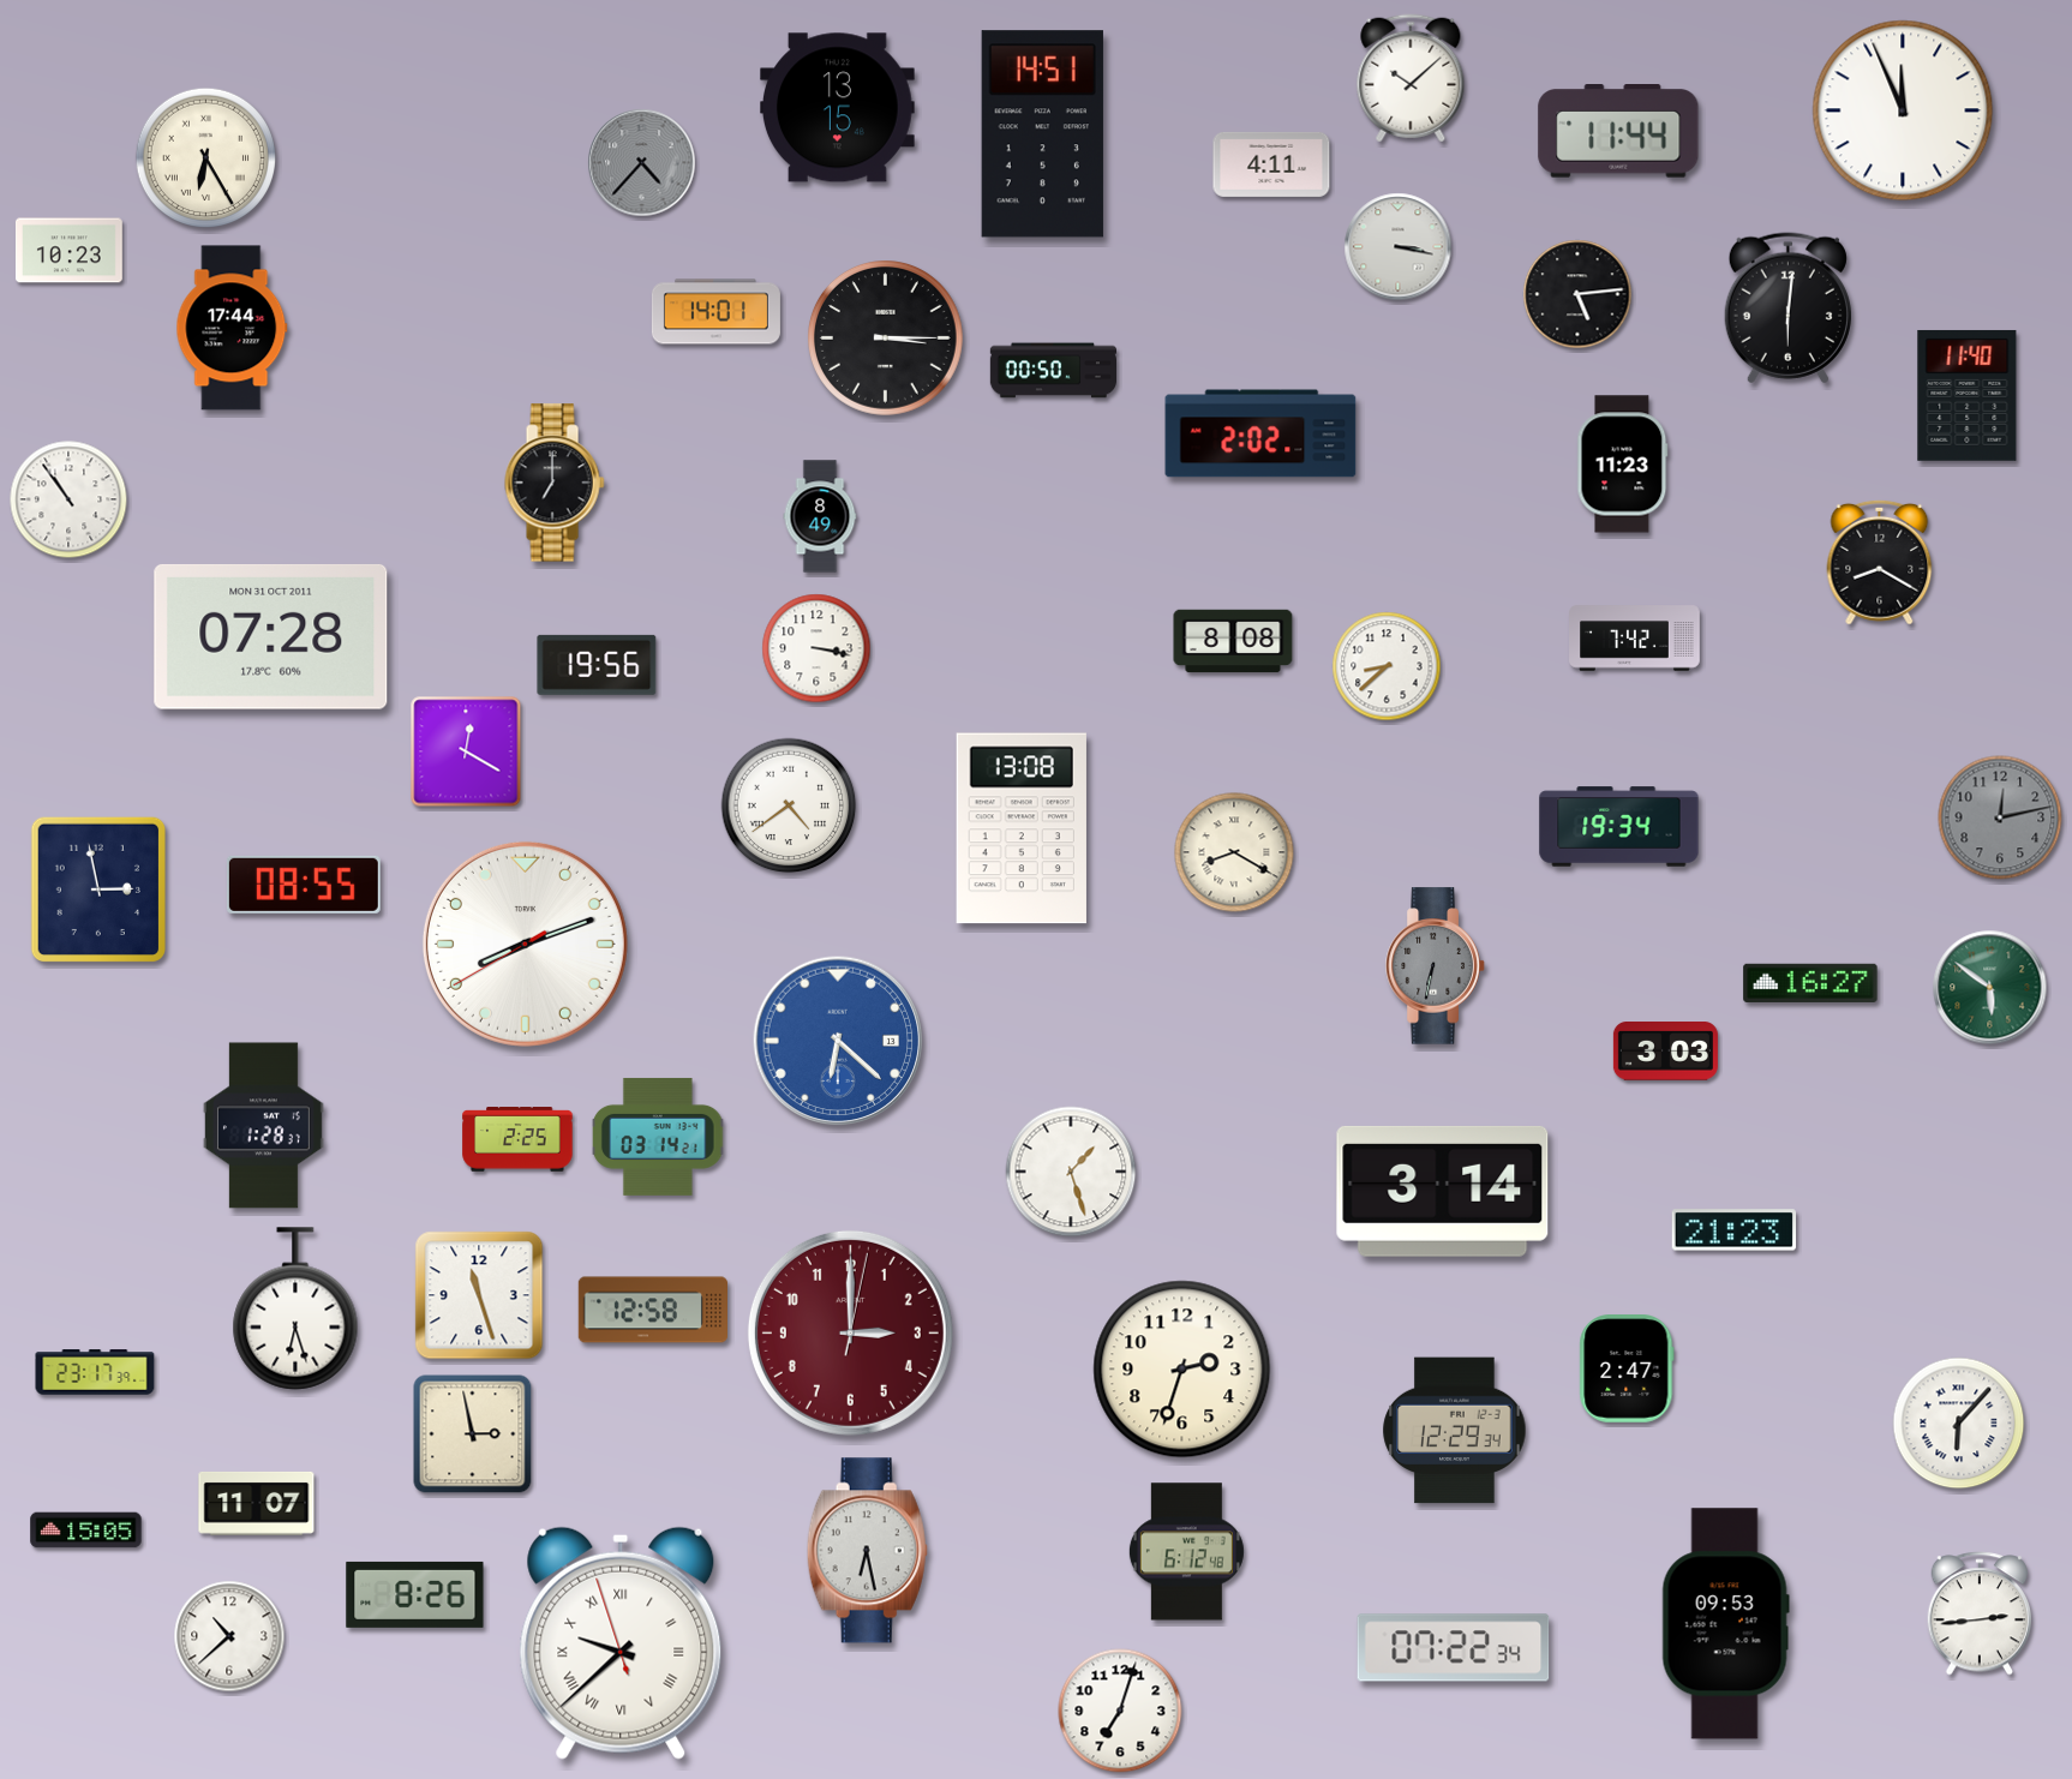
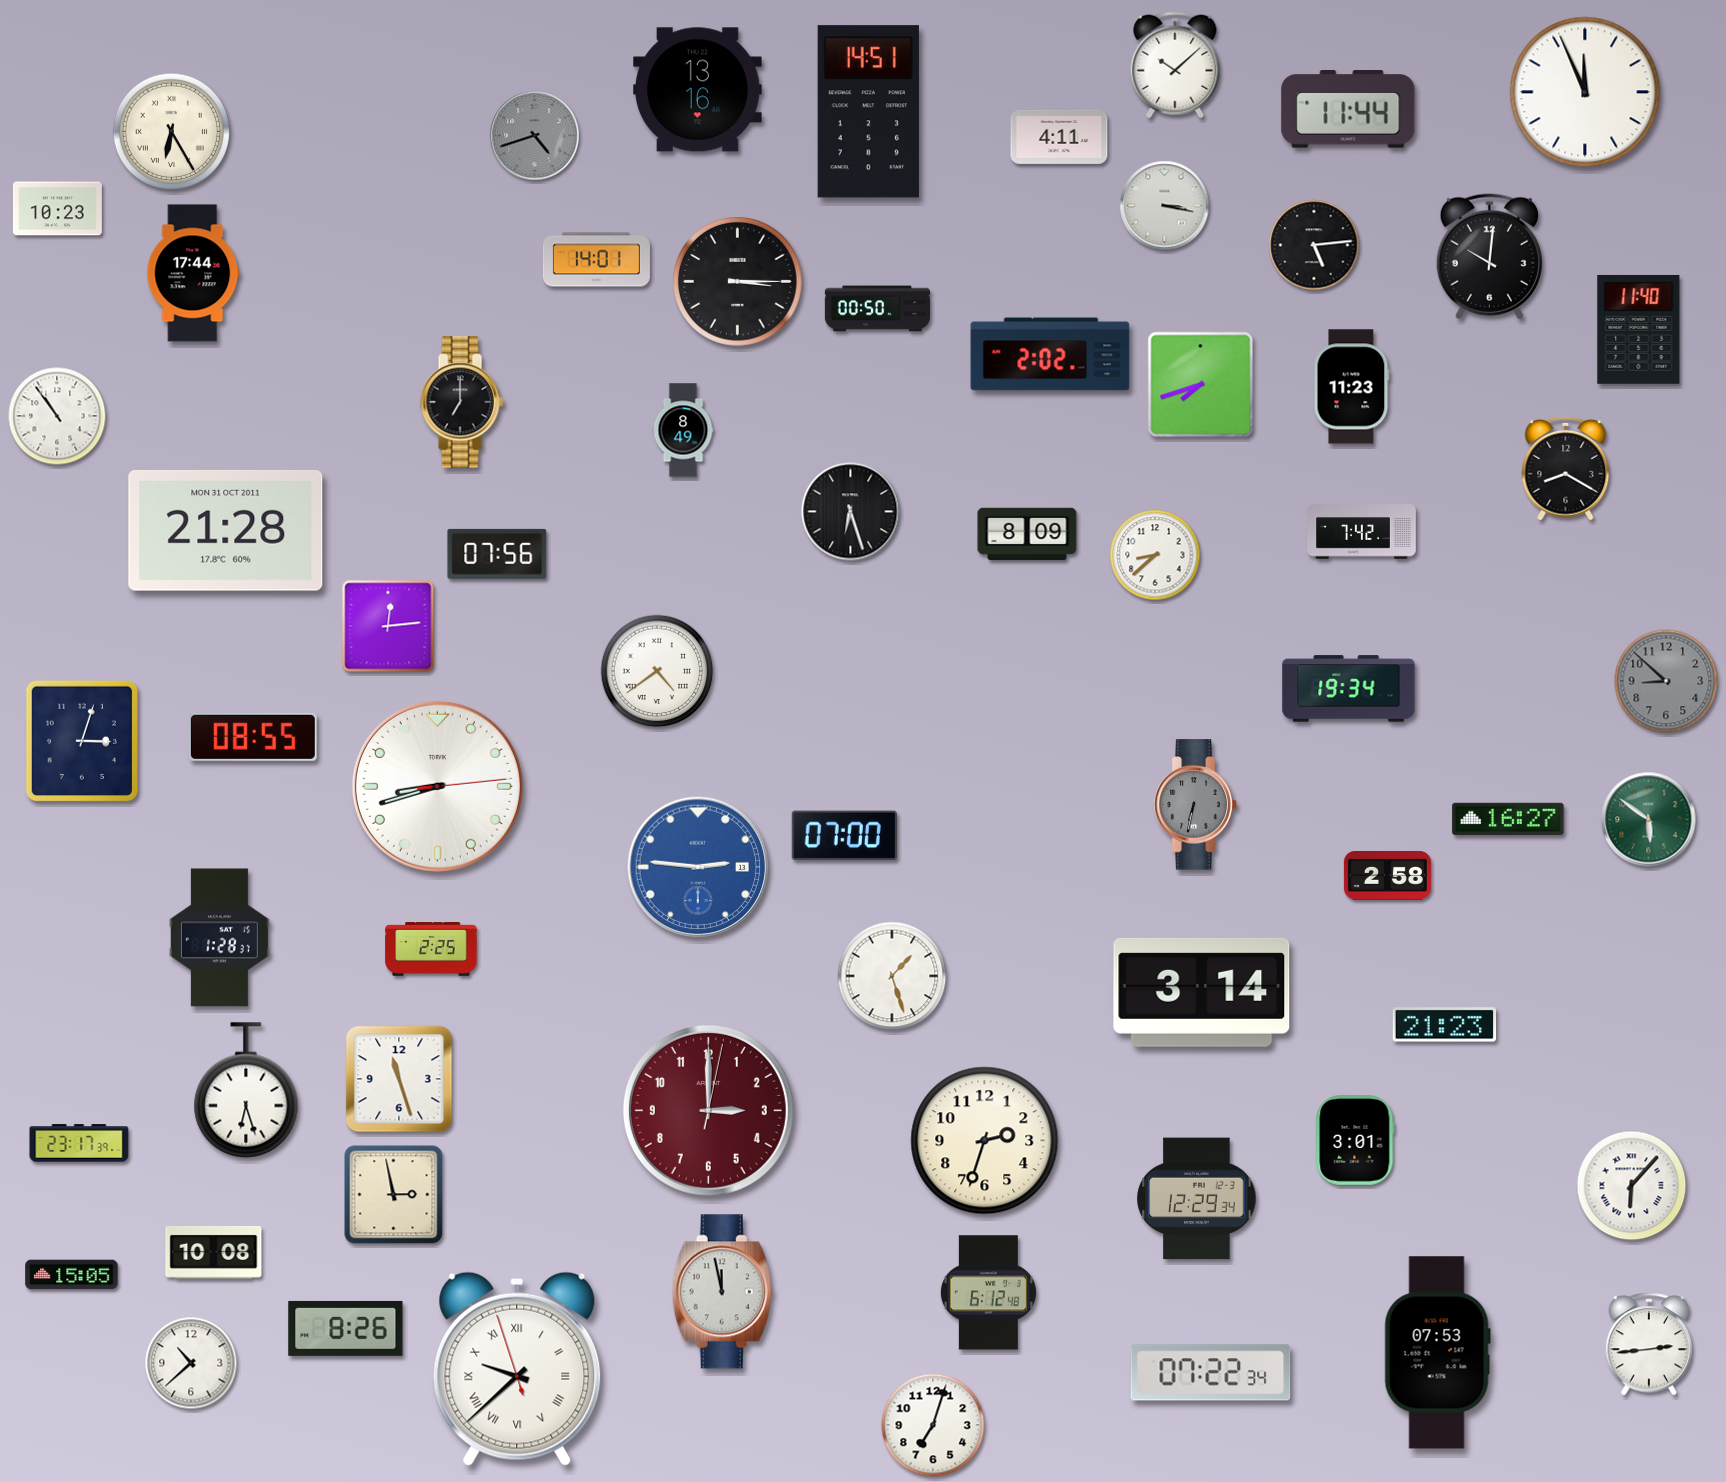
clock at (838, 108): 13:15 -> 13:16
clock at (642, 163): 4:37 -> 4:42
clock at (1787, 309): 6:01 -> 10:01
clock at (1260, 433) position: (1260, 433) -> (1050, 354)
clock at (1201, 385): none -> 7:42
clock at (851, 512): none -> 6:27
clock at (271, 636): 07:28 -> 21:28
clock at (1233, 641): 8:08 -> 8:09
clock at (816, 648): 3:17 -> none
clock at (597, 665): 19:56 -> 07:56
clock at (466, 751): 12:20 -> 12:14
clock at (2000, 817): 12:13 -> 8:52
clock at (1022, 828): 13:08 -> none
clock at (1234, 852): 8:20 -> none
clock at (97, 889): 2:58 -> 3:03
clock at (525, 944): 8:11 -> 8:42
clock at (1990, 988) position: (1990, 988) -> (1649, 820)
clock at (844, 836): none -> 07:00
clock at (838, 1041): 6:22 -> 2:46
clock at (1665, 1052): 3:03 -> 2:58
clock at (658, 1137): 03:14 -> none
clock at (652, 1310): 12:58 -> none
clock at (1627, 1368): 2:47 -> 3:01
clock at (1455, 1431) position: (1455, 1431) -> (1197, 1199)
clock at (257, 1503): 11:07 -> 10:08
clock at (867, 1551): 6:28 -> 11:58
clock at (1725, 1624): 09:53 -> 07:53
